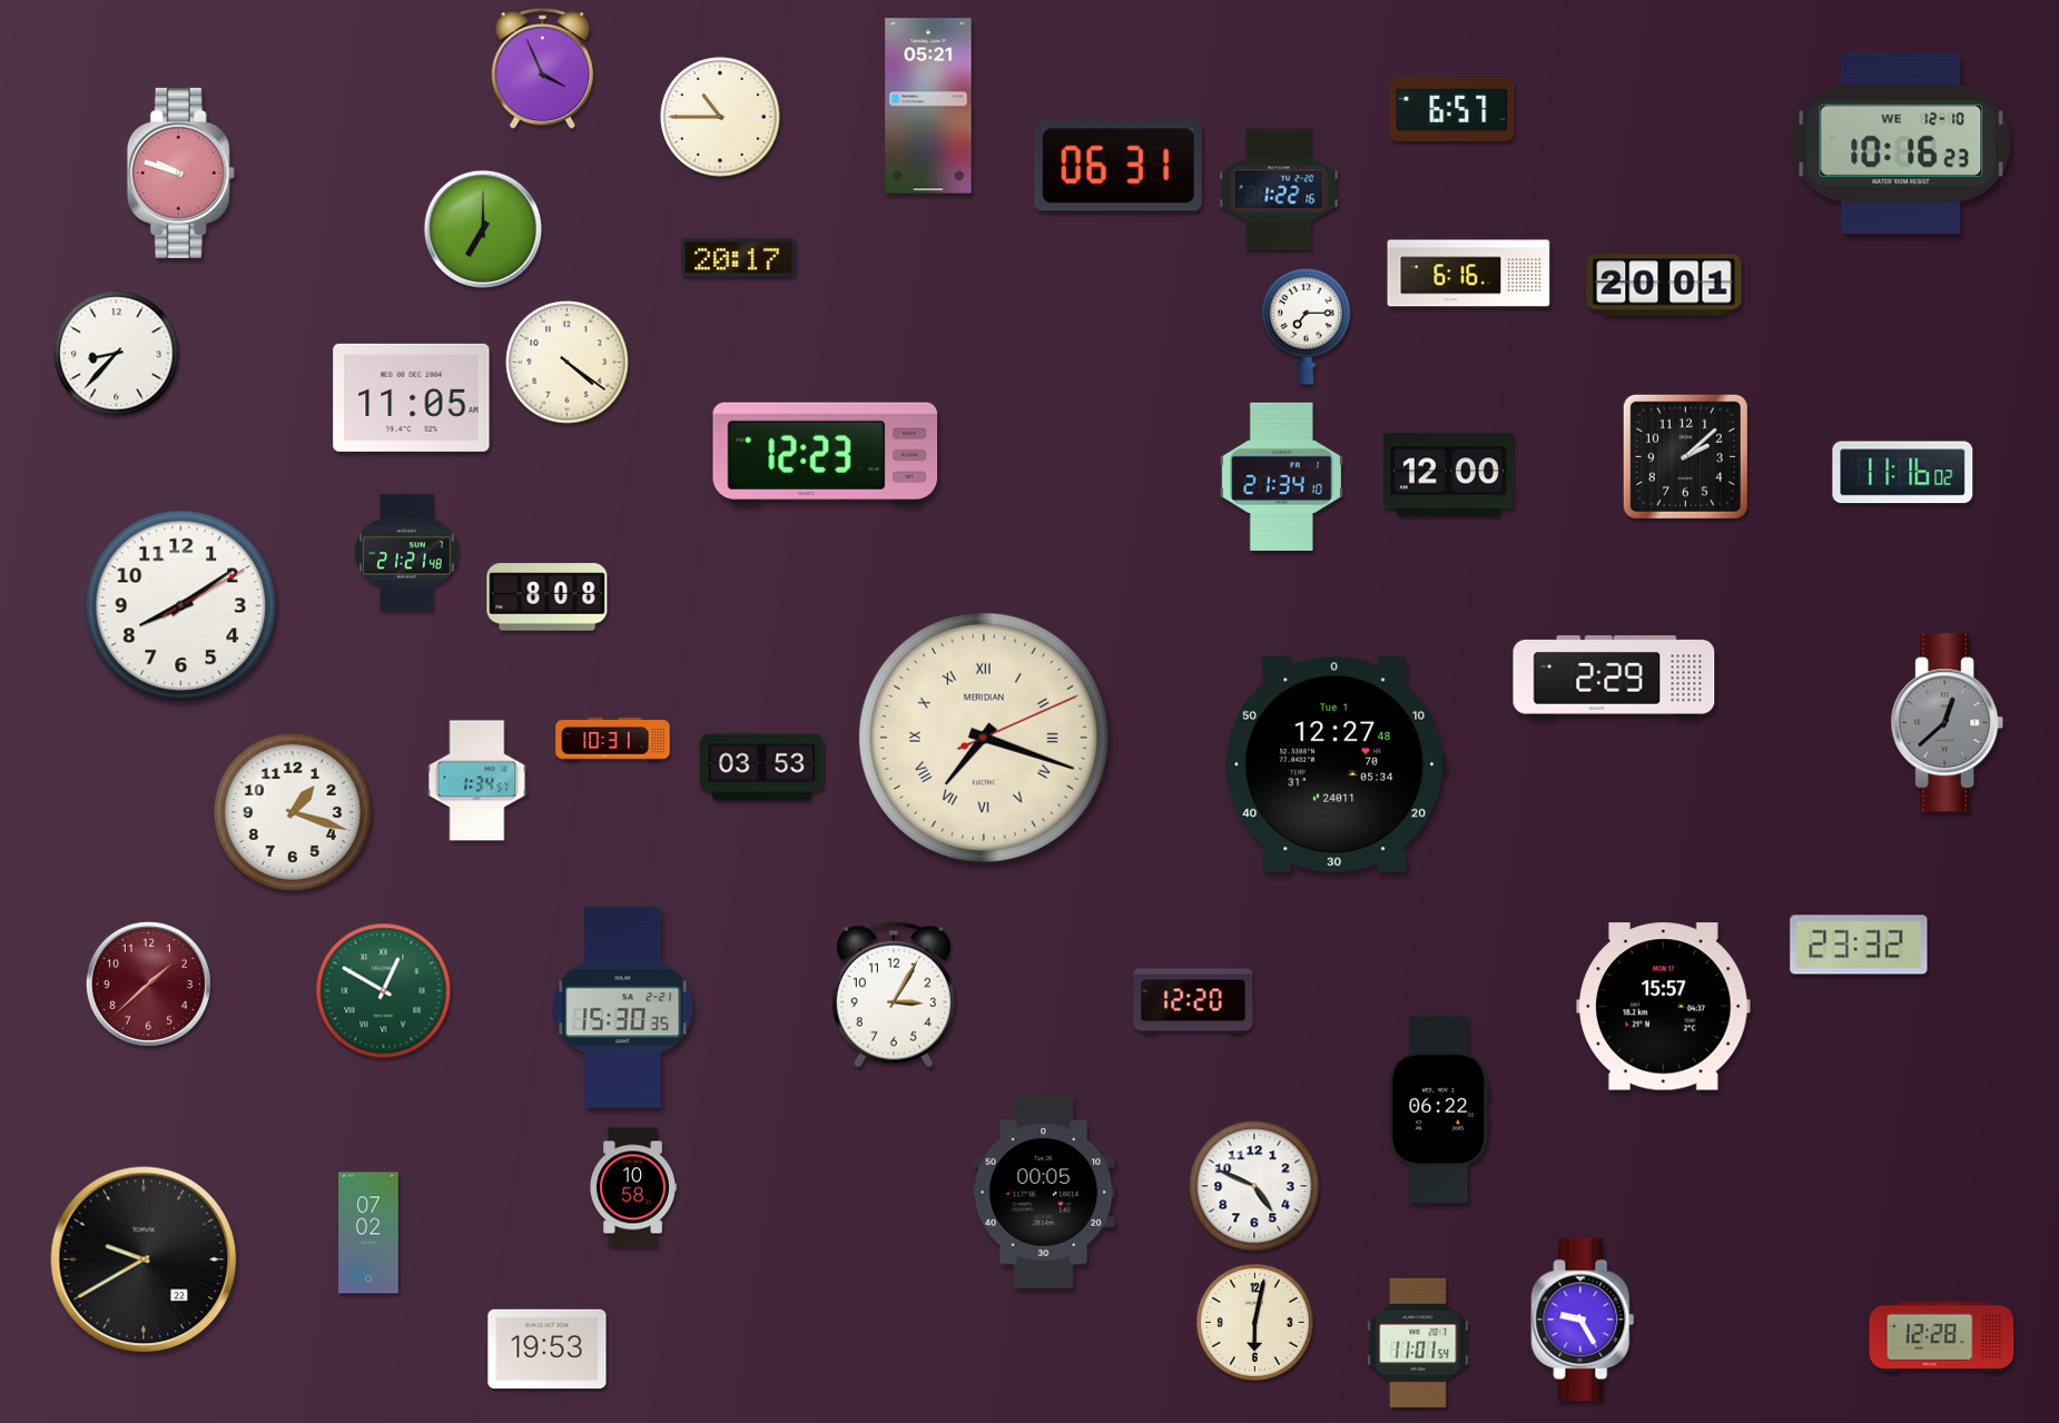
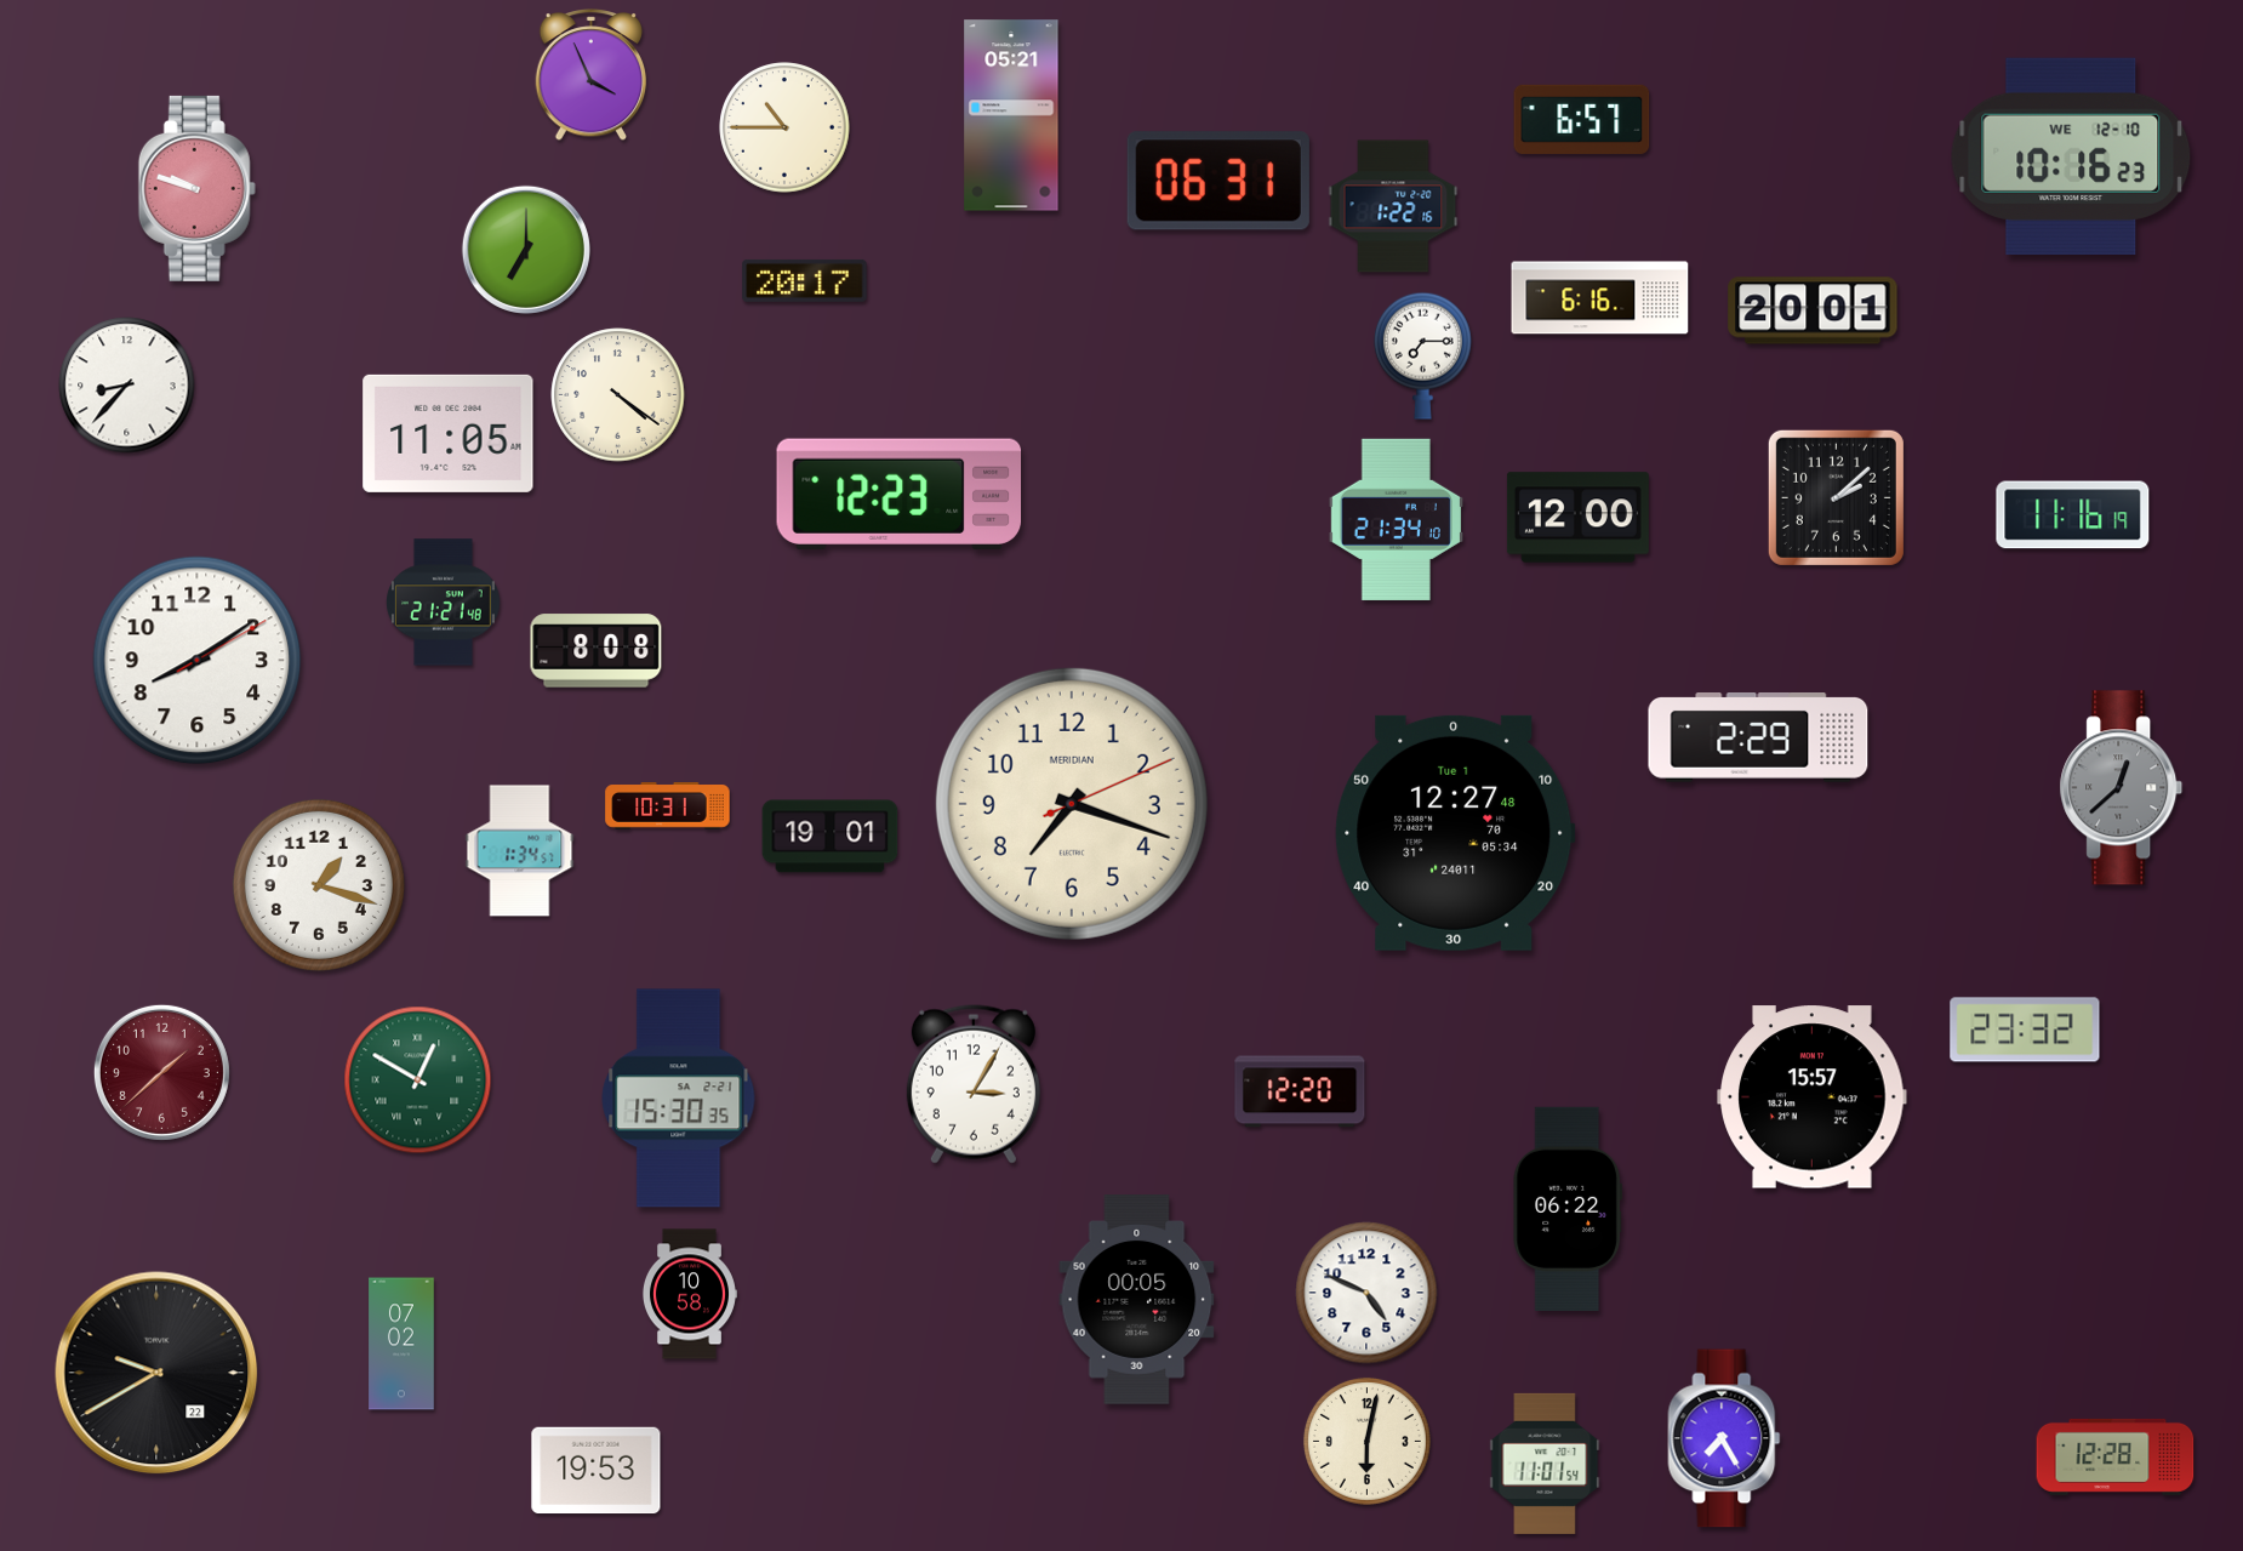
clock at (1903, 473): 11:16:02 -> 11:16:19
clock at (984, 738) numerals: Roman -> Arabic
clock at (762, 768): 03:53 -> 19:01
clock at (1583, 1320): 9:25 -> 7:25
